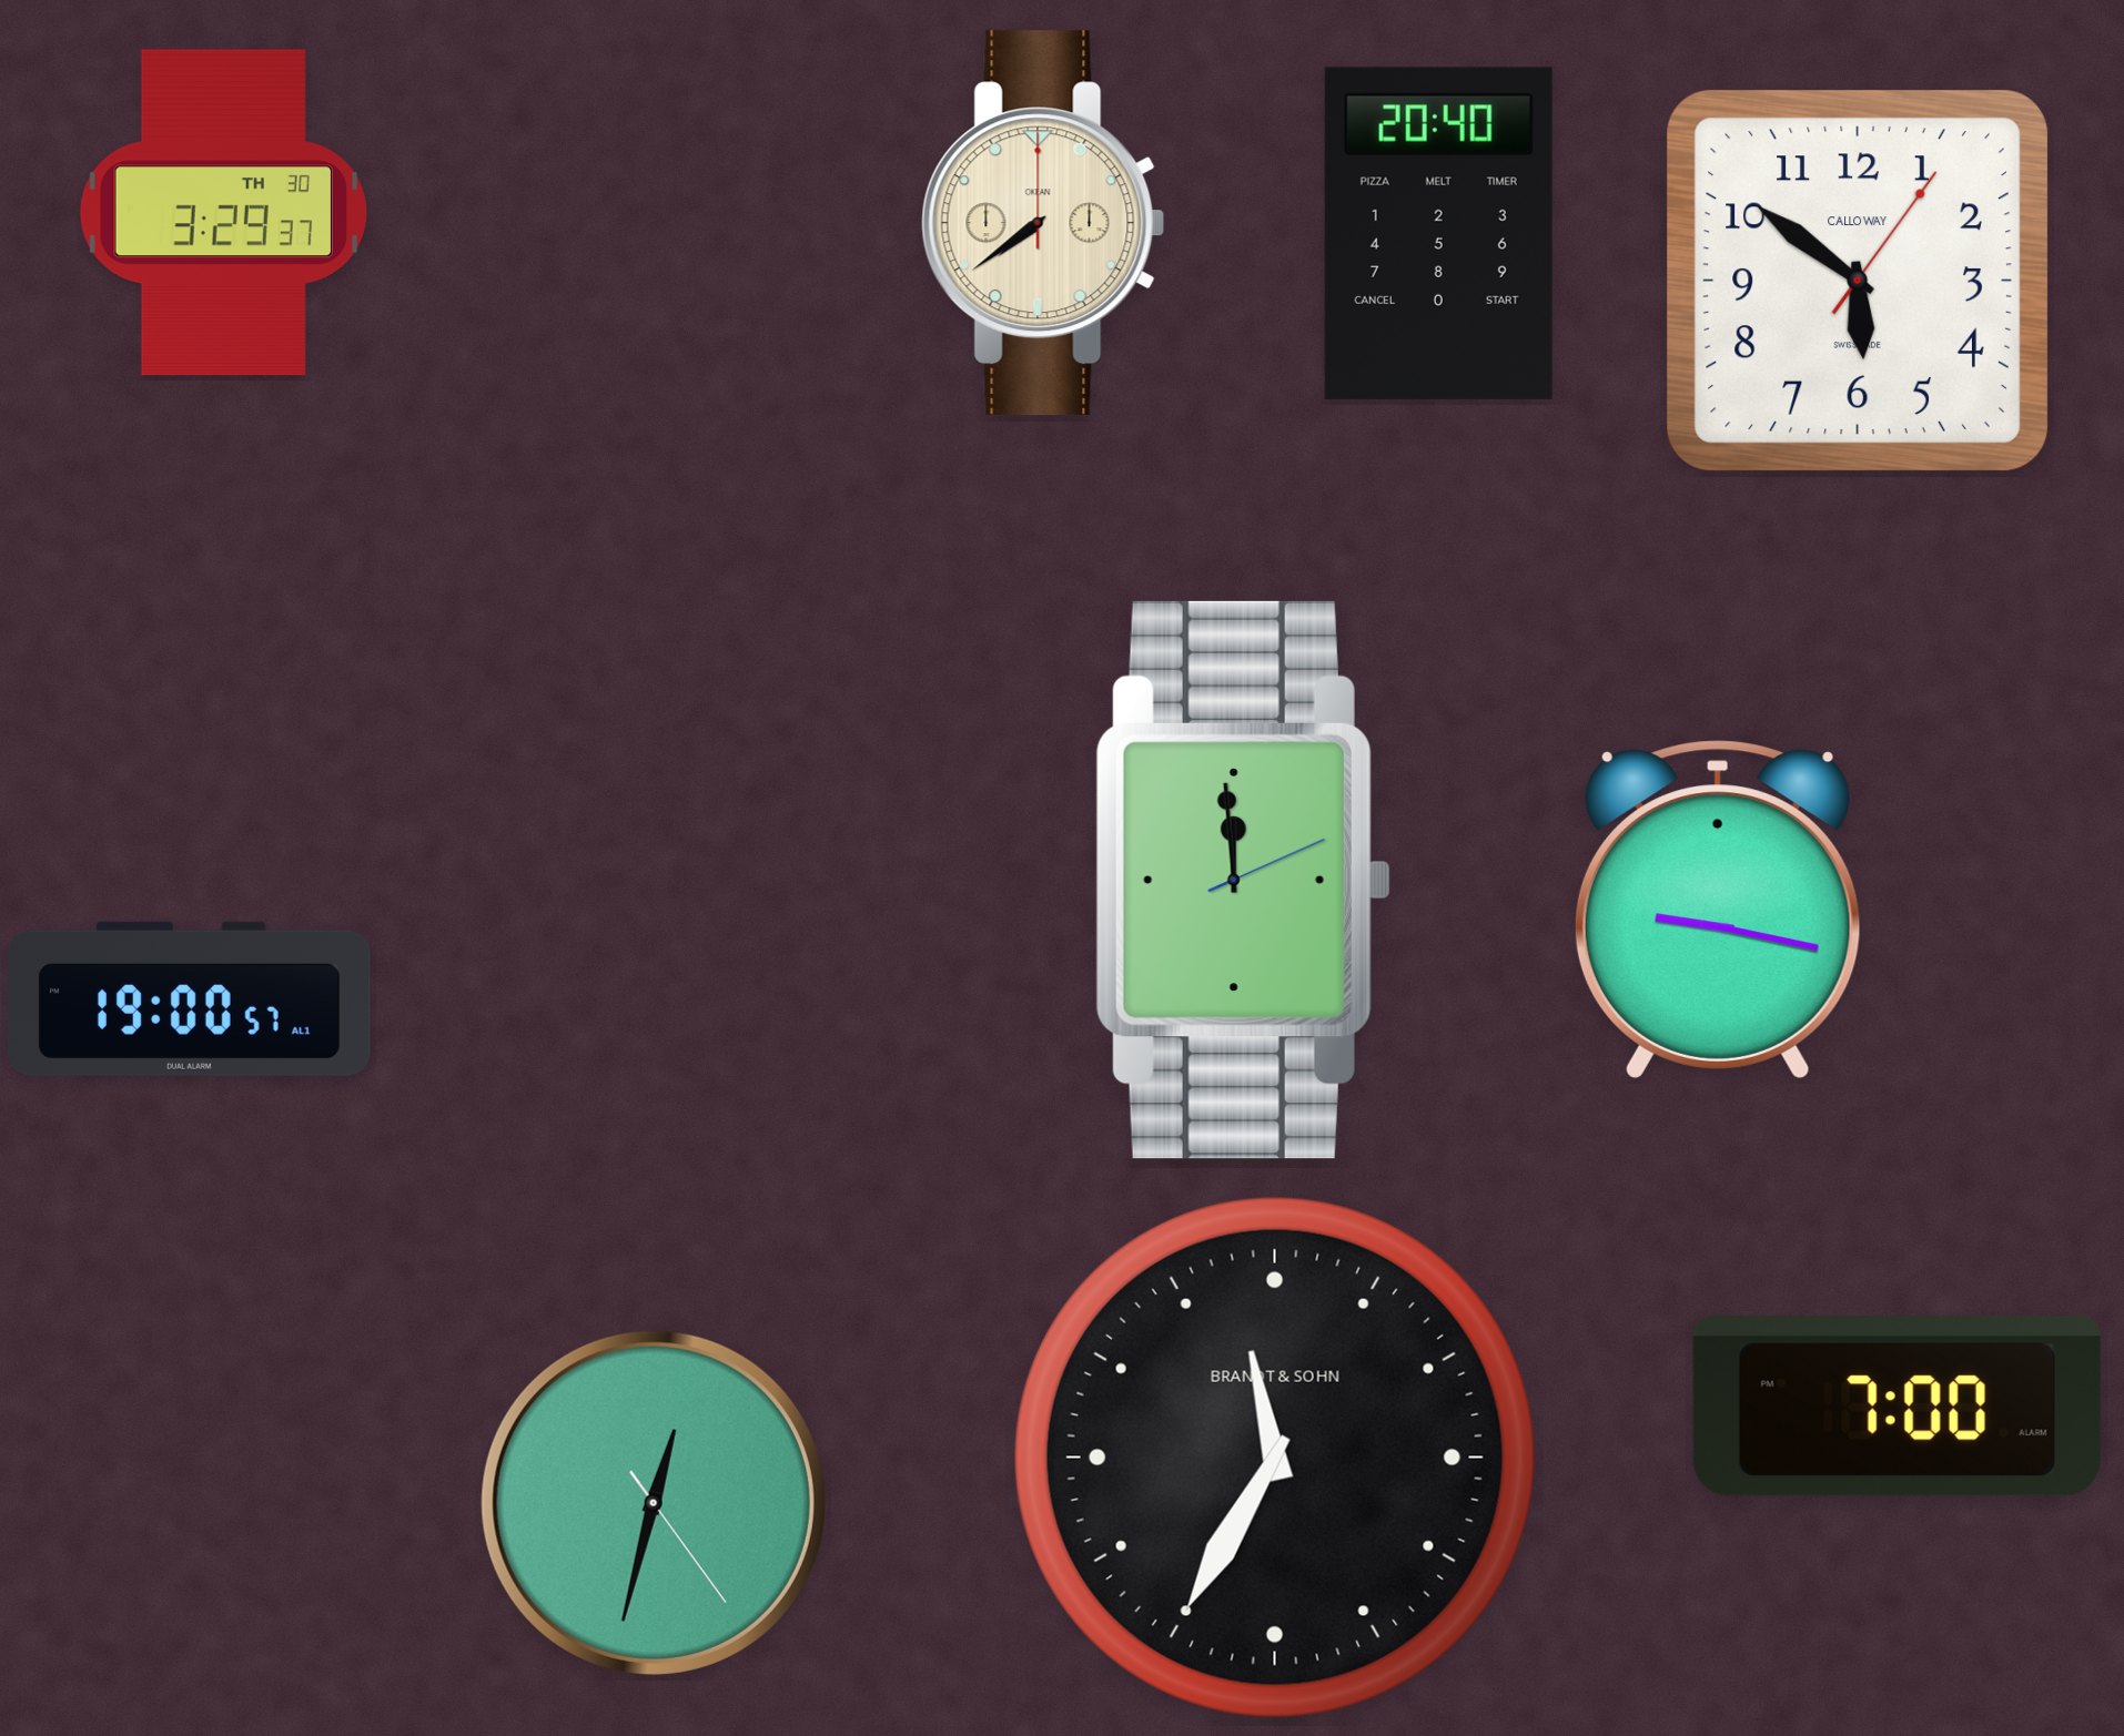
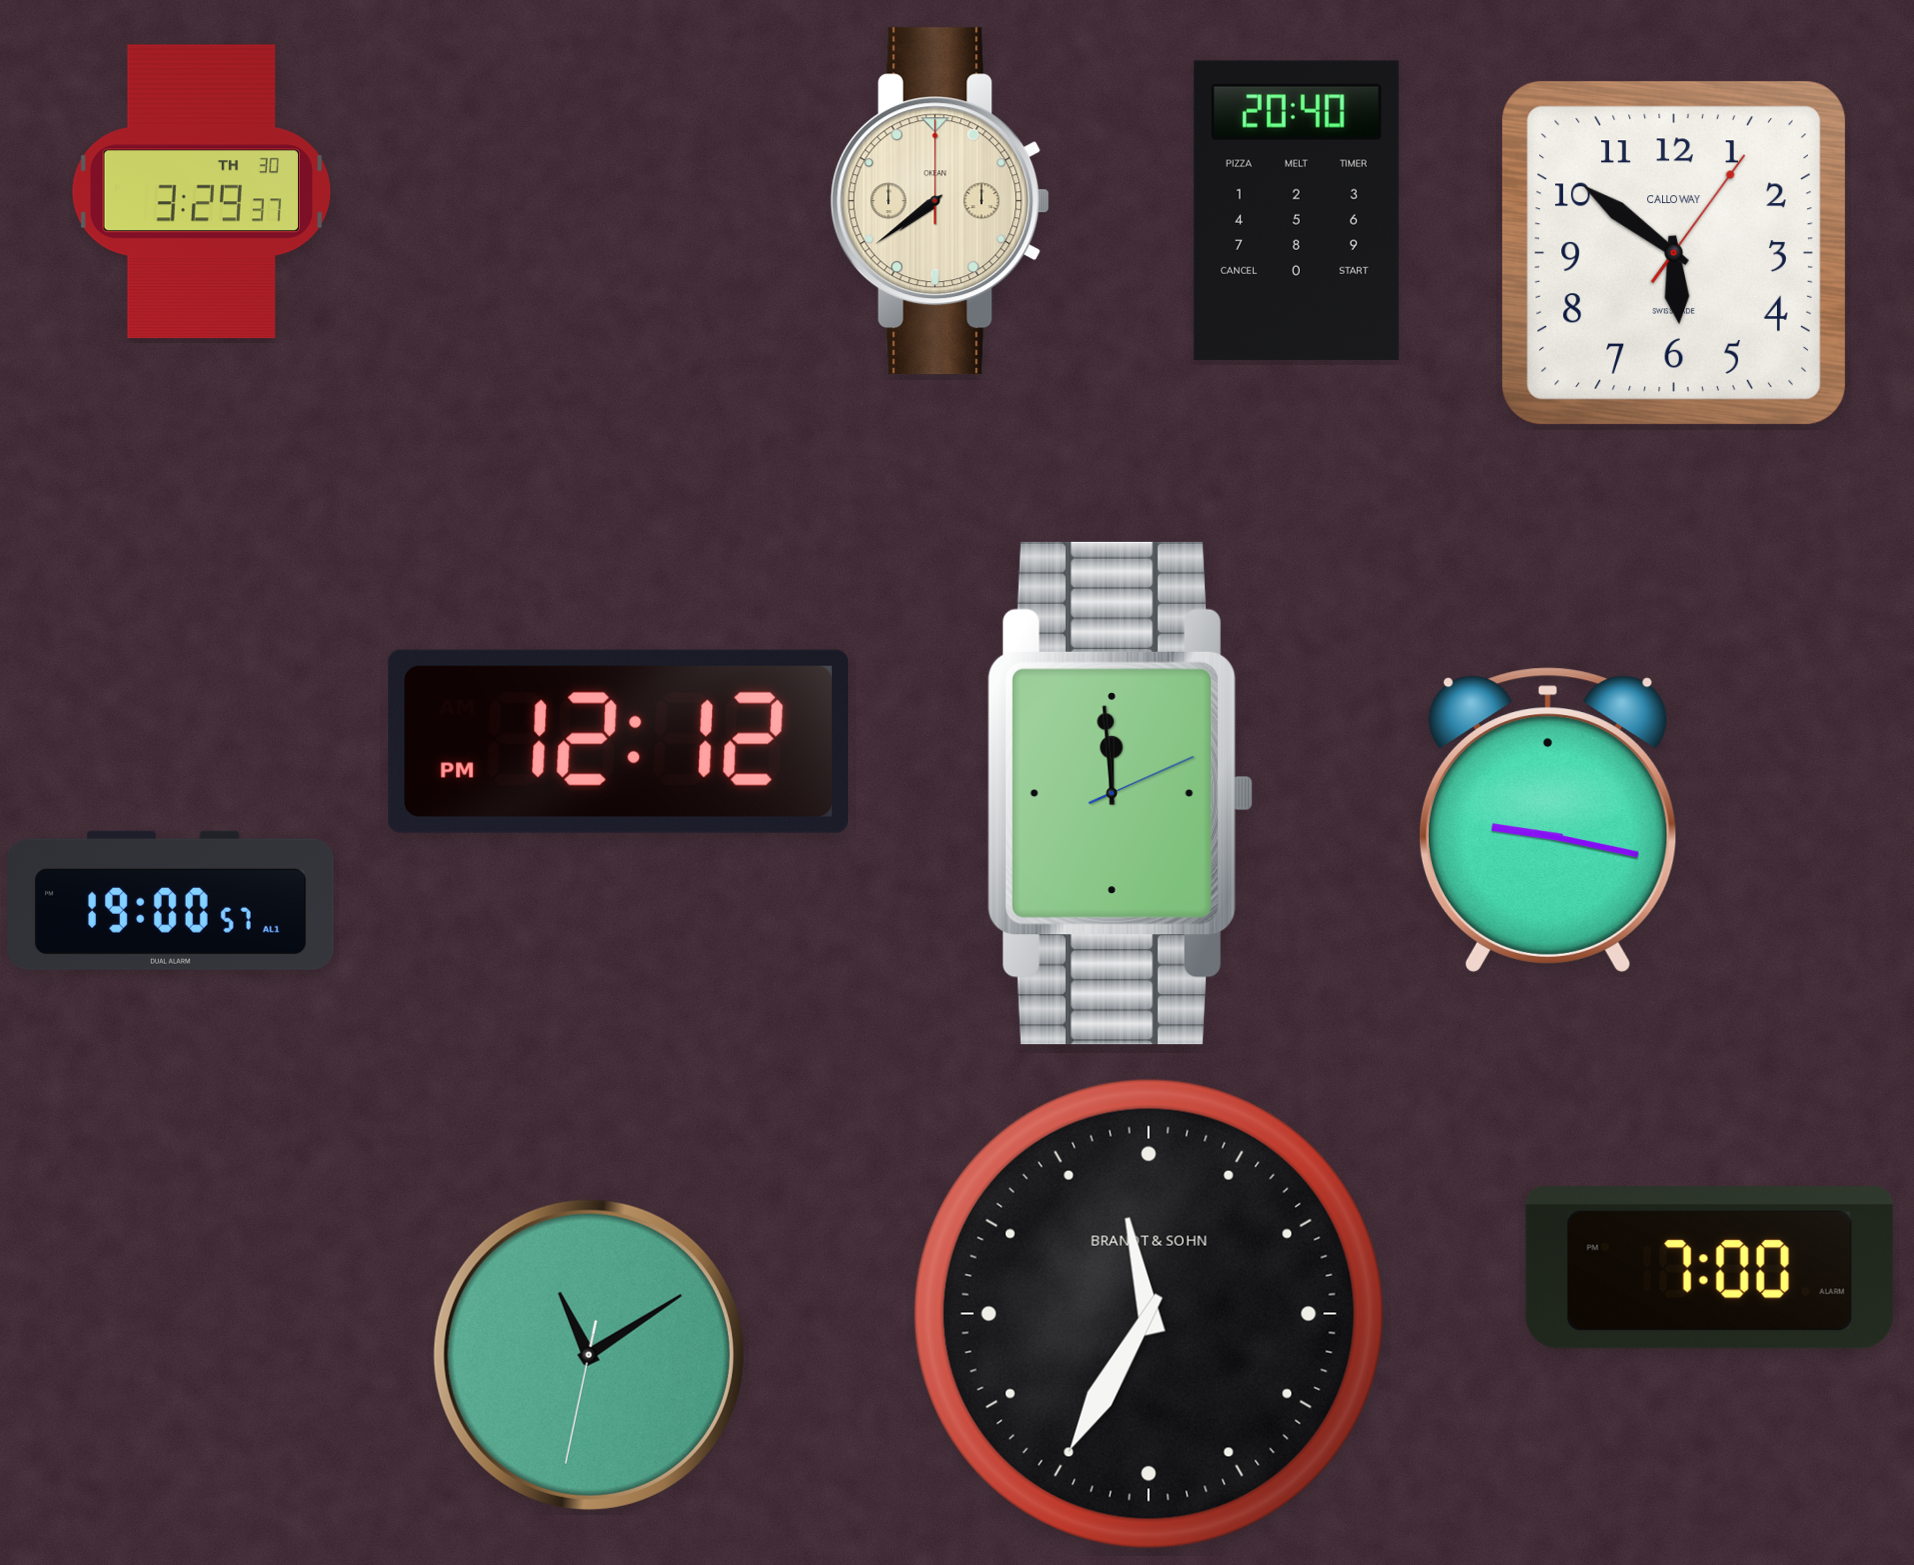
clock at (618, 741): none -> 12:12
clock at (654, 1503): 12:32 -> 11:09
